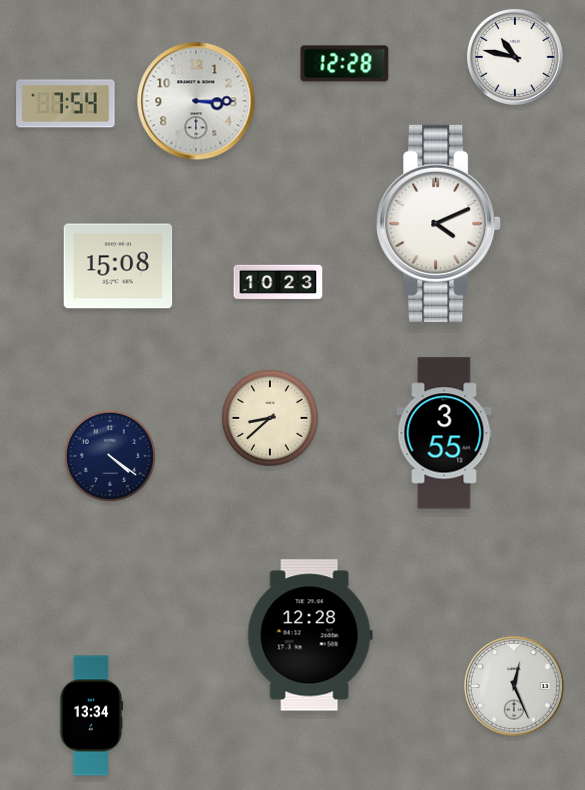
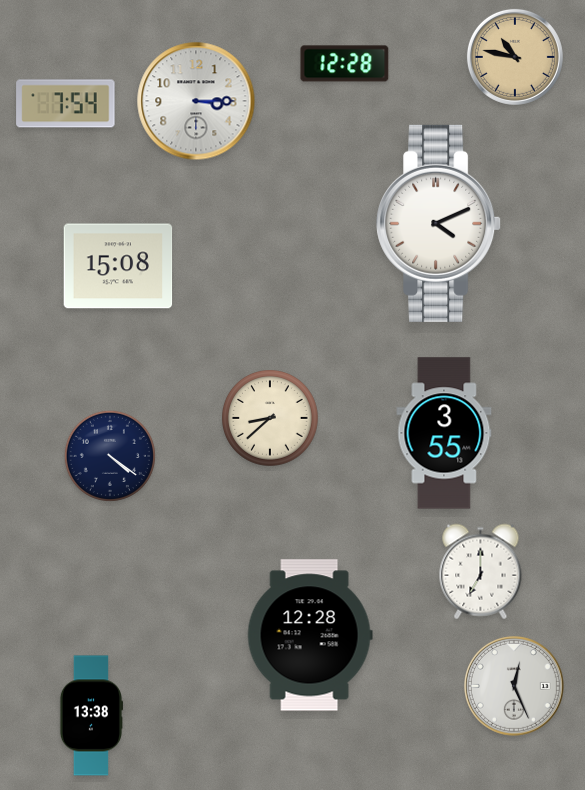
clock at (515, 57) dial: white -> champagne
clock at (278, 282): 10:23 -> none
clock at (481, 572): none -> 7:00
clock at (90, 716): 13:34 -> 13:38
